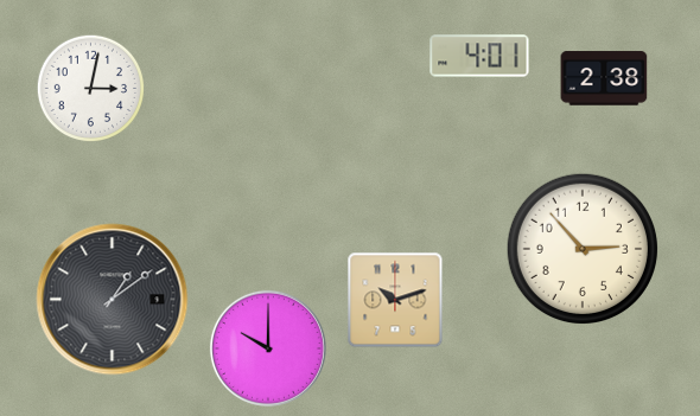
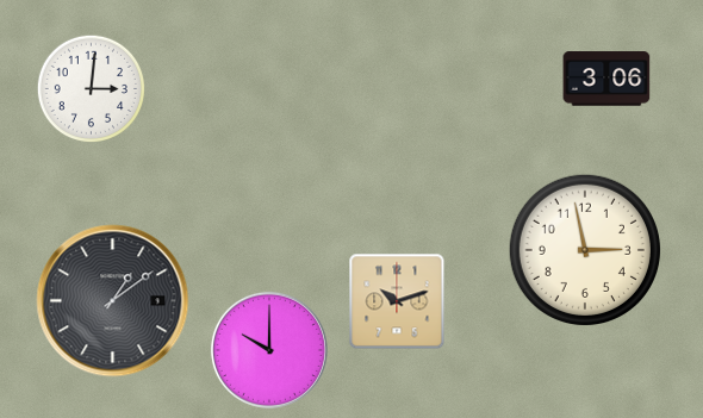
clock at (479, 56): 4:01 -> none
clock at (604, 78): 2:38 -> 3:06
clock at (90, 88): 3:02 -> 3:01
clock at (581, 248): 2:53 -> 2:58
